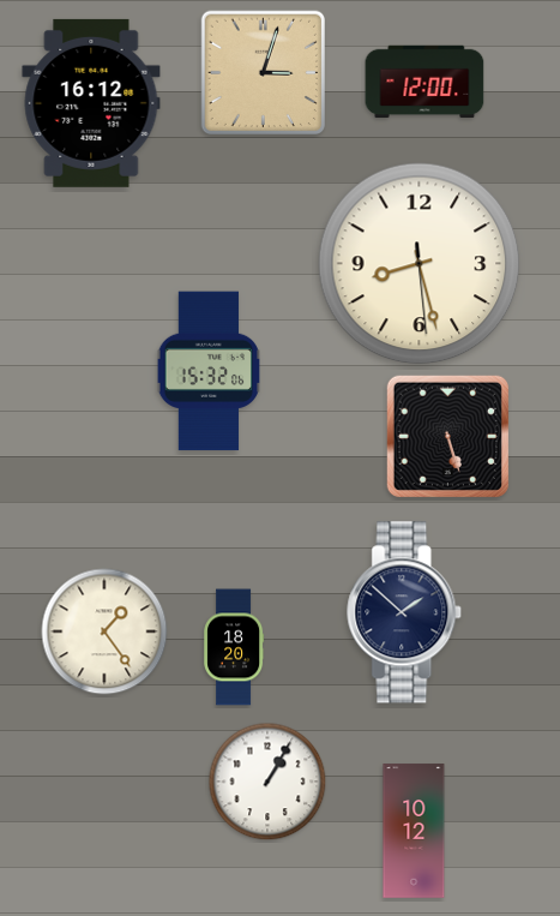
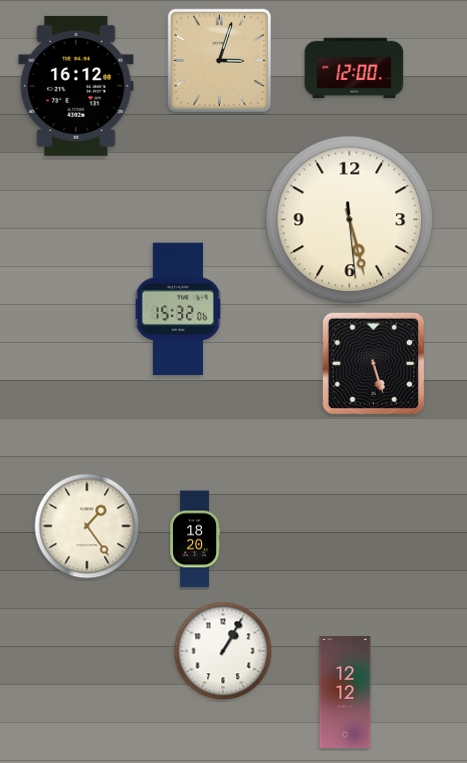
clock at (420, 264): 8:27 -> 5:27
clock at (207, 371) position: (207, 371) -> (177, 309)
clock at (405, 612): 1:52 -> none
clock at (414, 831): 10:12 -> 12:12
